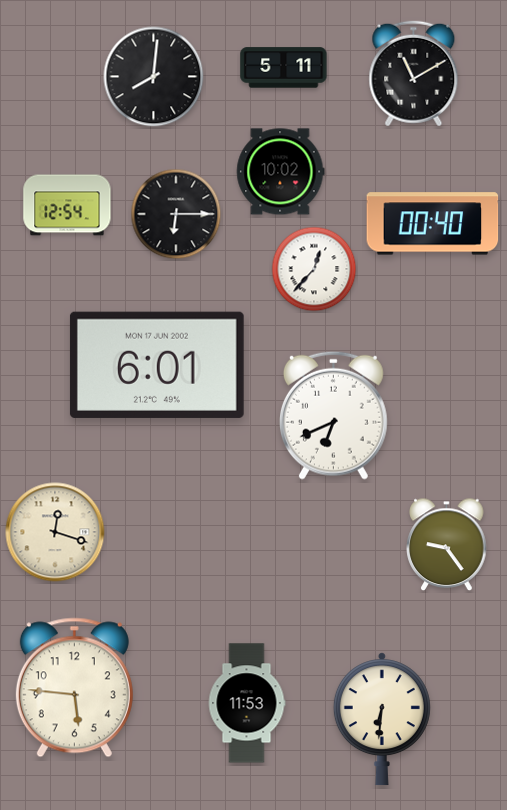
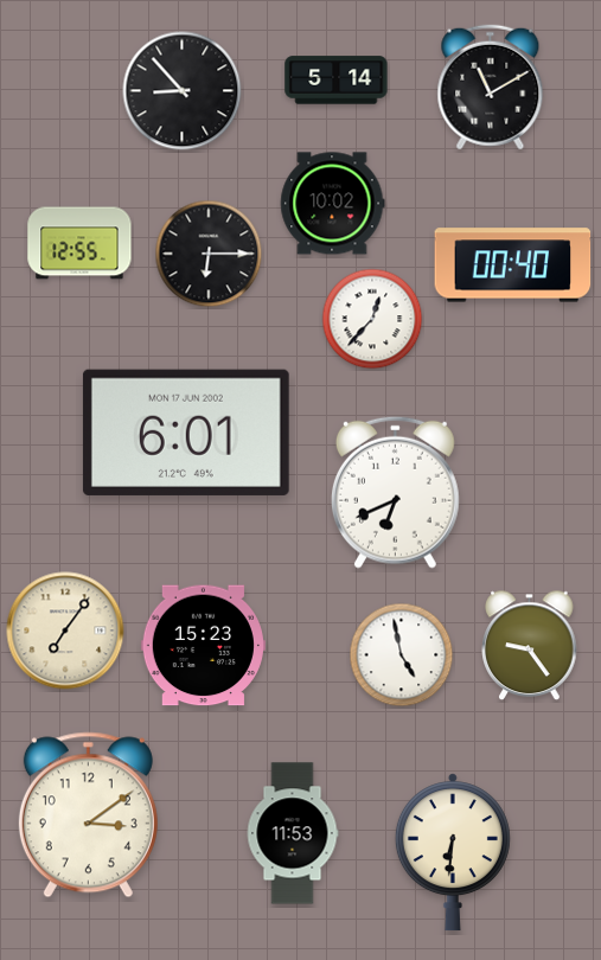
clock at (284, 68): 5:11 -> 5:14
clock at (154, 77): 8:01 -> 8:53
clock at (67, 205): 12:54 -> 12:55
clock at (55, 532): 12:18 -> 7:06
clock at (203, 646): none -> 15:23
clock at (402, 655): none -> 4:58
clock at (74, 688): 5:46 -> 3:09
